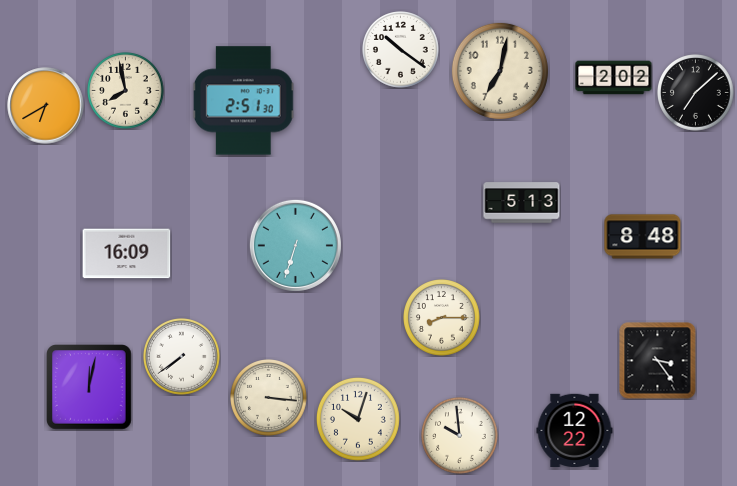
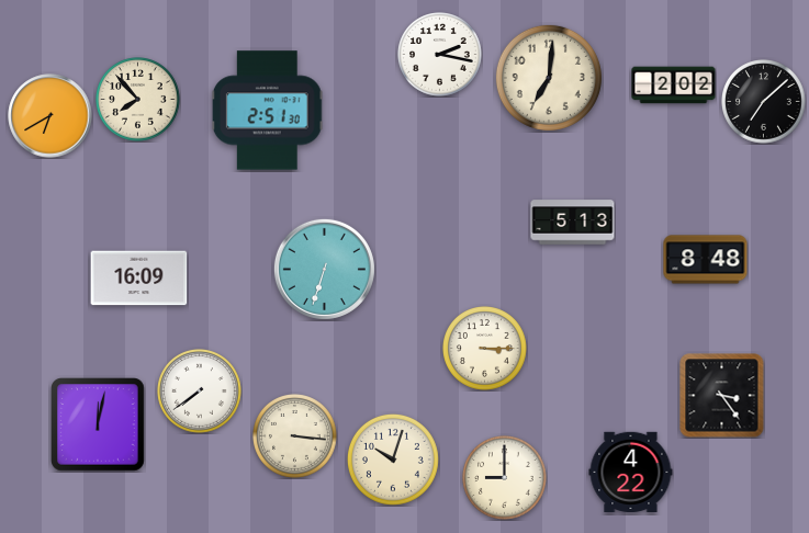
clock at (401, 50): 10:21 -> 2:17
clock at (500, 71): 7:02 -> 7:01
clock at (126, 91): 7:58 -> 7:53
clock at (442, 318): 8:15 -> 3:15
clock at (575, 430): 12:22 -> 4:22
clock at (460, 436): 9:59 -> 9:00
